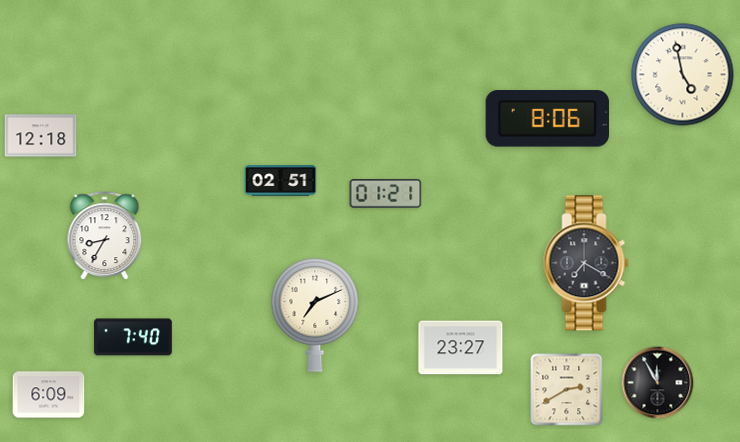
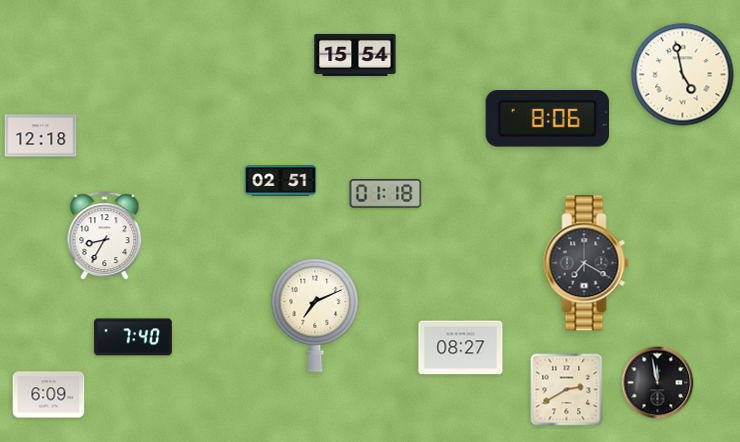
clock at (355, 55): none -> 15:54
clock at (386, 194): 01:21 -> 01:18
clock at (461, 348): 23:27 -> 08:27
clock at (658, 383): 11:55 -> 11:58
